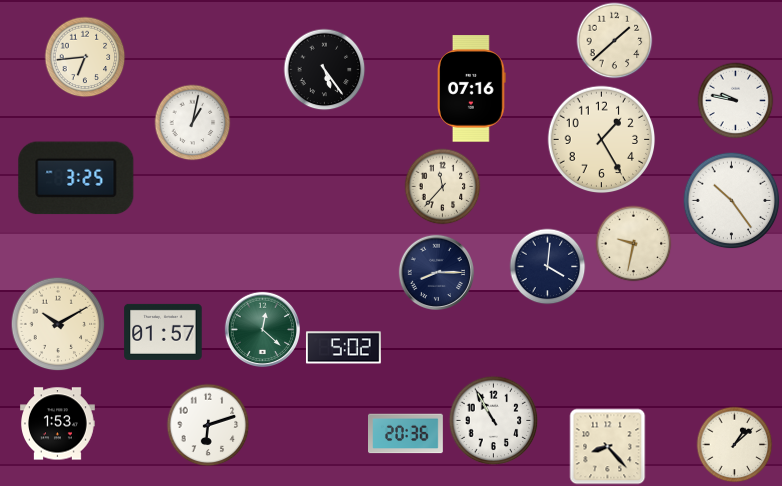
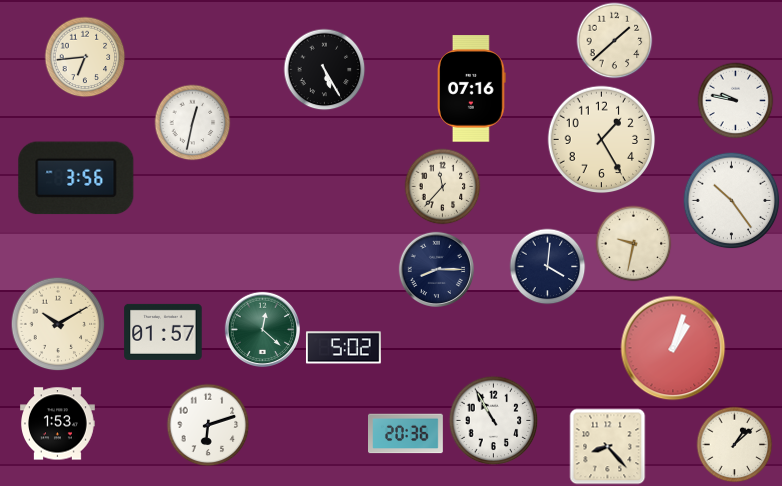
clock at (325, 70): 5:24 -> 5:25
clock at (193, 123): 1:02 -> 12:32
clock at (76, 178): 3:25 -> 3:56
clock at (436, 272) position: (436, 272) -> (436, 269)
clock at (673, 348): none -> 1:03
